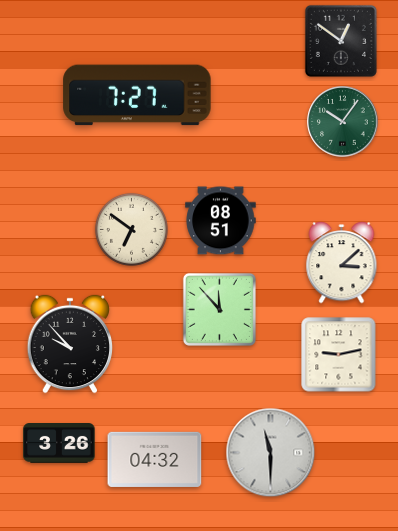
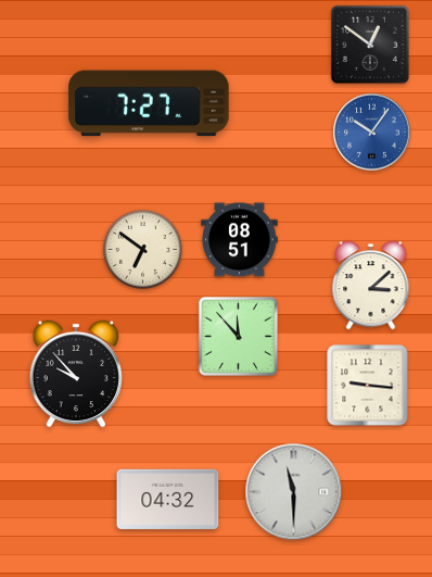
clock at (343, 122) dial: green -> blue
clock at (339, 355): 9:13 -> 9:16
clock at (59, 444): 3:26 -> none
